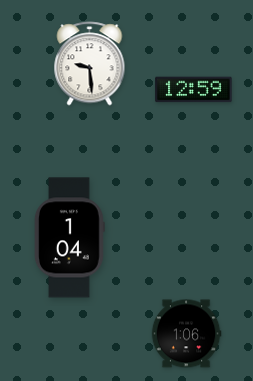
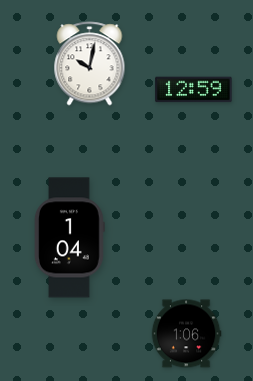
clock at (90, 64): 9:29 -> 10:02
